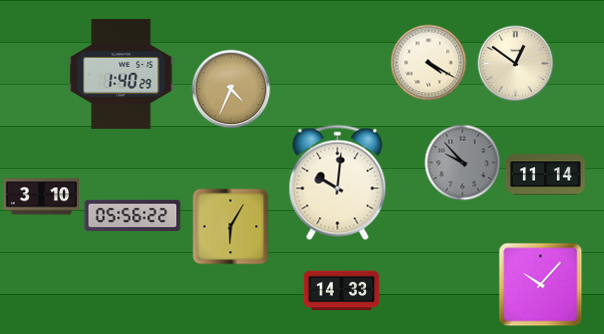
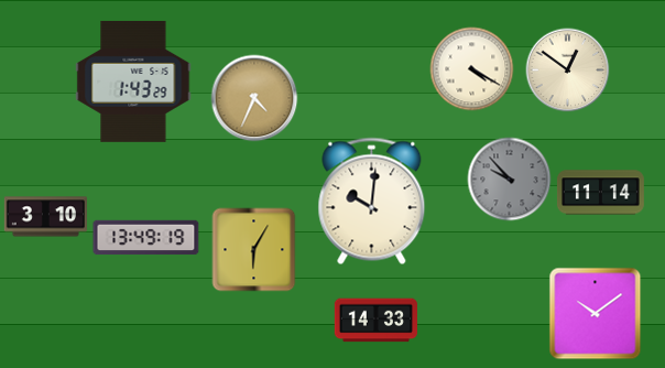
clock at (121, 74): 1:40 -> 1:43
clock at (133, 216): 05:56 -> 13:49
clock at (541, 285): 10:07 -> 10:09
